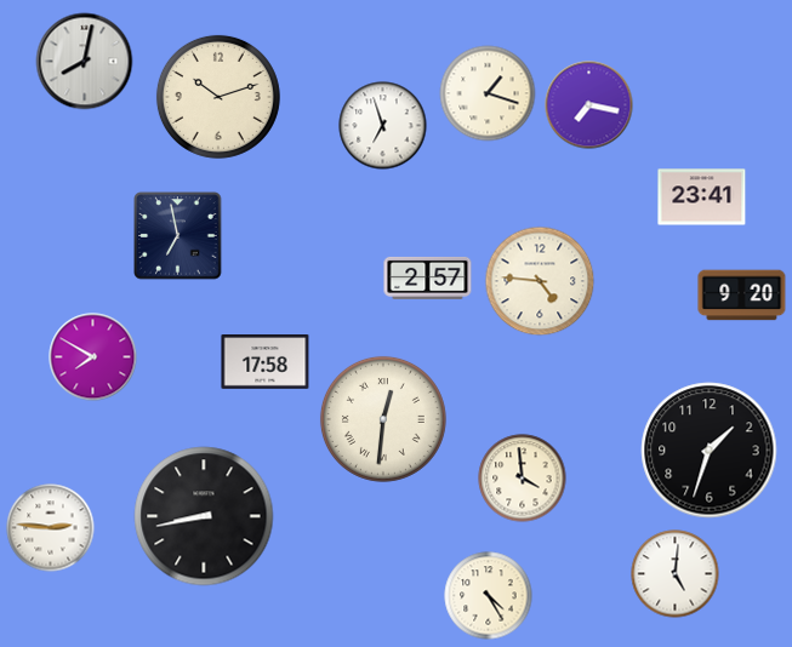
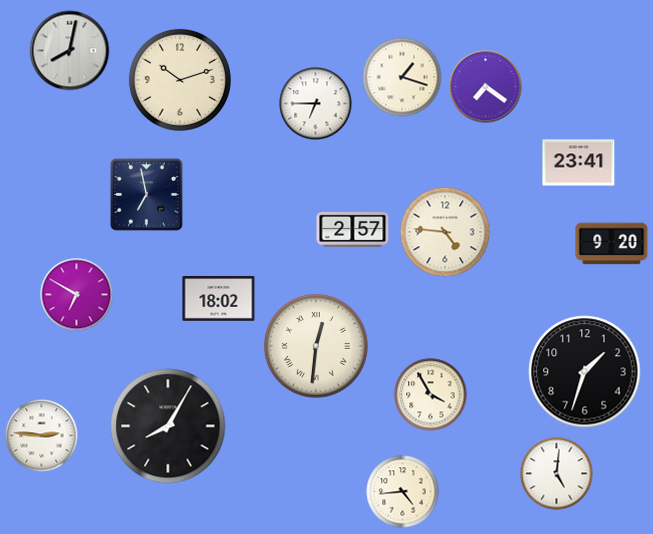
clock at (589, 105): 7:17 -> 7:21
clock at (383, 126): 6:57 -> 6:45
clock at (93, 357): 7:50 -> 6:50
clock at (266, 362): 17:58 -> 18:02
clock at (523, 479): 3:59 -> 3:55
clock at (204, 516): 8:43 -> 8:05
clock at (489, 596): 4:25 -> 4:44
